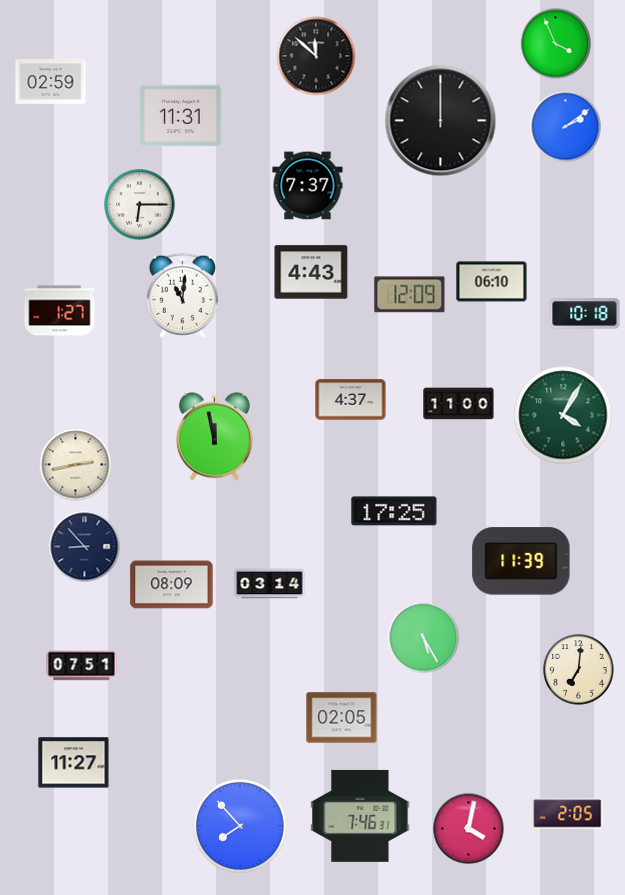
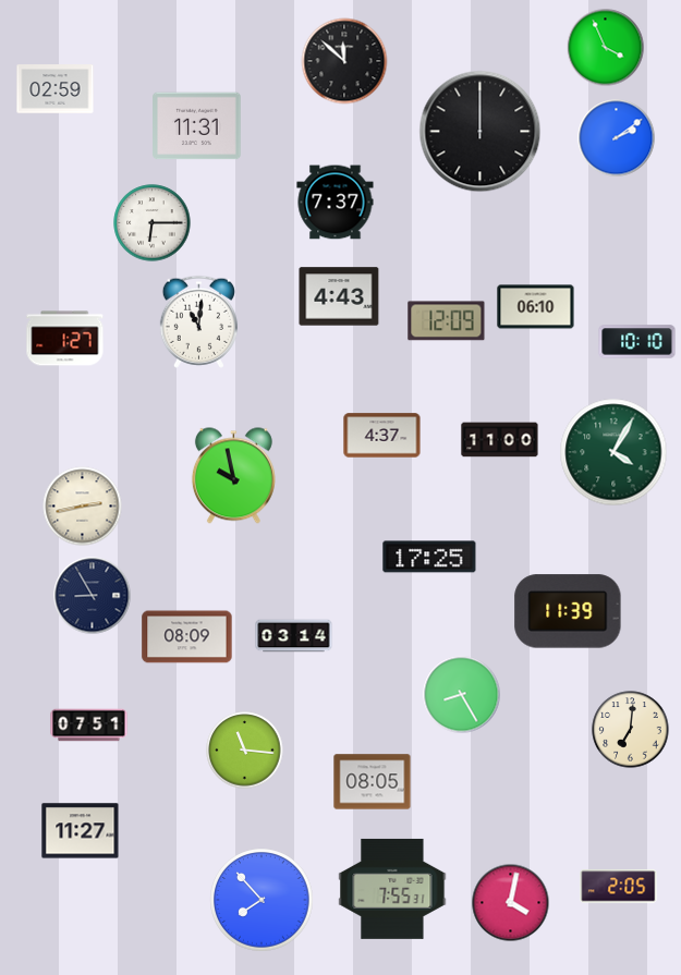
clock at (585, 314): 10:18 -> 10:10
clock at (214, 437): 11:58 -> 9:58
clock at (85, 547): 8:53 -> 8:55
clock at (424, 638): 5:25 -> 8:25
clock at (245, 751): none -> 11:16
clock at (342, 718): 02:05 -> 08:05
clock at (360, 816): 7:46 -> 7:55
